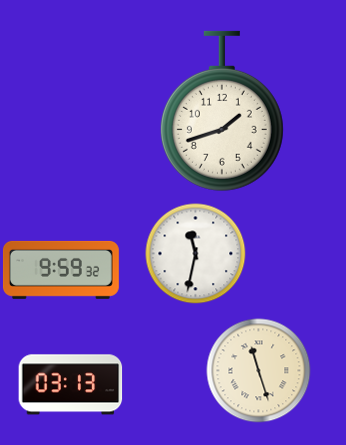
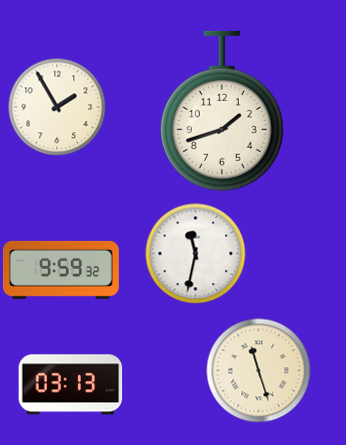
clock at (57, 107): none -> 1:55
